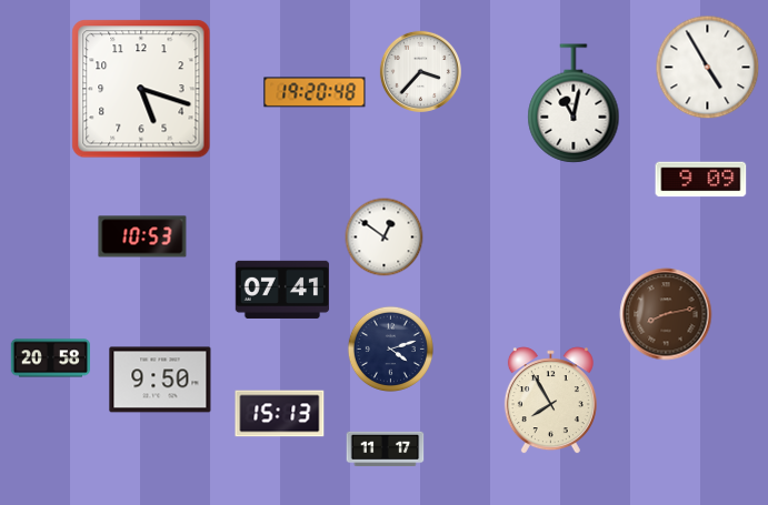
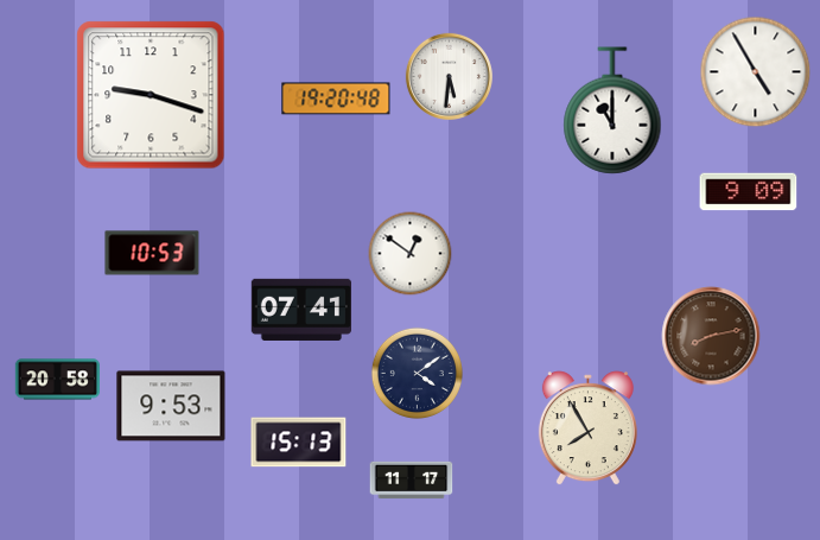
clock at (420, 71): 3:37 -> 5:31
clock at (141, 89): 5:18 -> 9:18
clock at (573, 103): 11:02 -> 11:00
clock at (390, 349): 4:12 -> 4:09
clock at (50, 358) position: (50, 358) -> (57, 380)
clock at (160, 380): 9:50 -> 9:53
